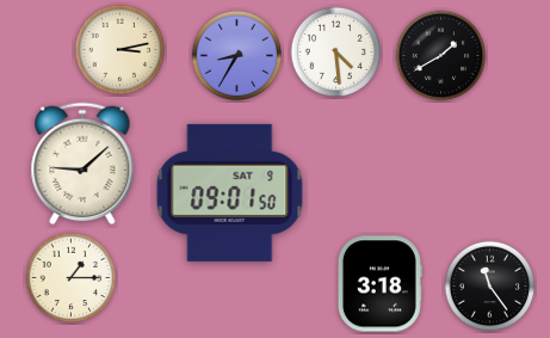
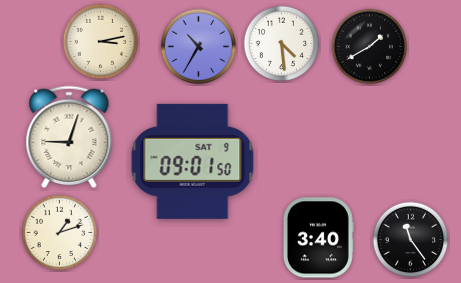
clock at (237, 56): 8:35 -> 10:35
clock at (82, 164): 9:08 -> 9:03
clock at (72, 278): 1:15 -> 1:12
clock at (379, 284): 3:18 -> 3:40
